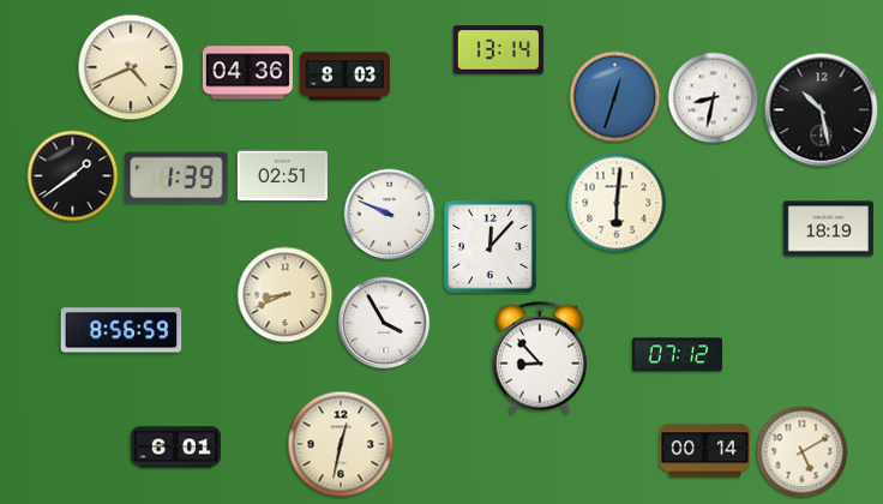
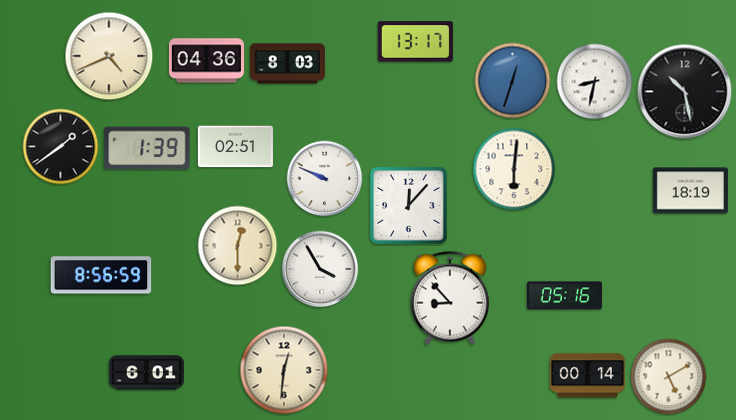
clock at (498, 50): 13:14 -> 13:17
clock at (286, 295): 8:41 -> 12:30
clock at (677, 355): 07:12 -> 05:16
clock at (341, 444): 12:32 -> 12:31
